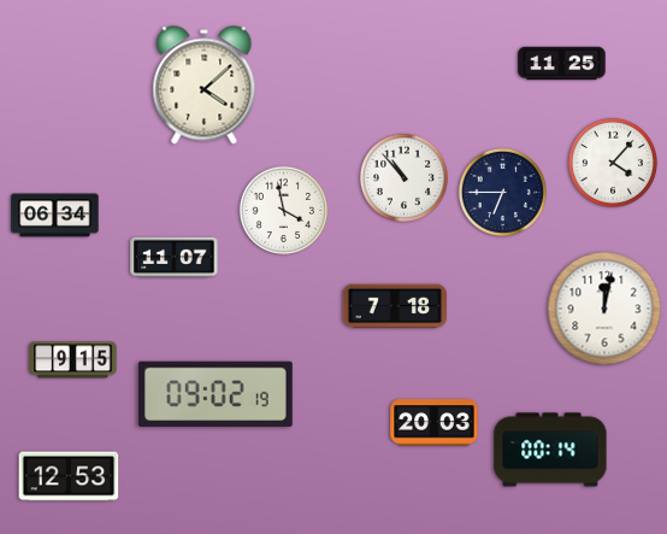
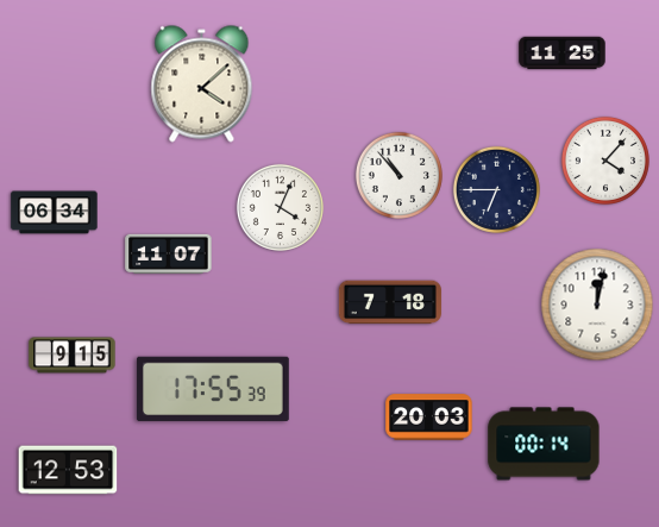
clock at (562, 64) position: (562, 64) -> (563, 54)
clock at (283, 210): 3:58 -> 4:04
clock at (175, 257) position: (175, 257) -> (169, 253)
clock at (216, 394): 09:02 -> 17:55
